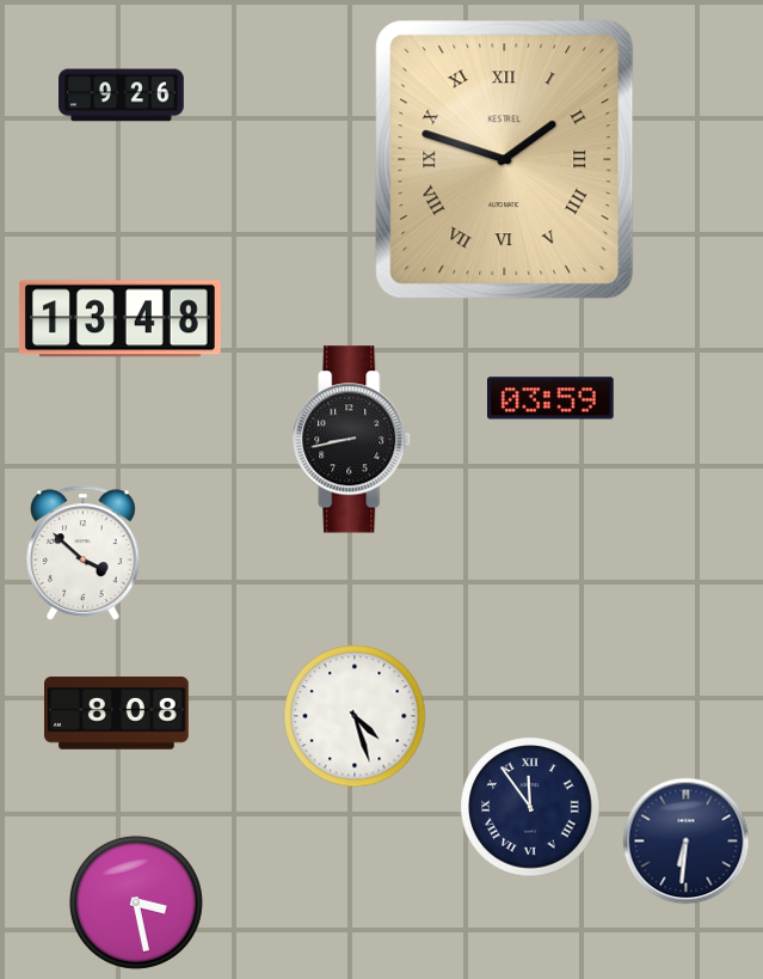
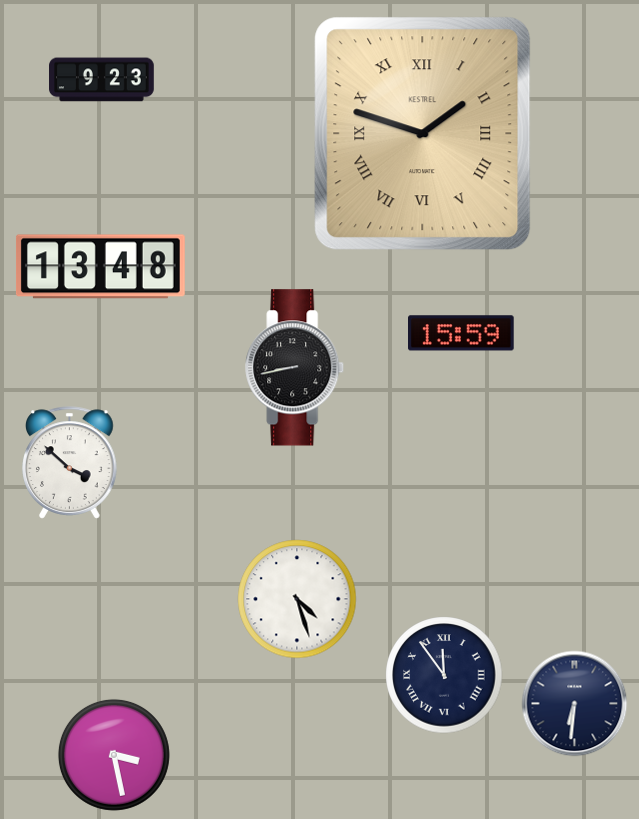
clock at (122, 96): 9:26 -> 9:23
clock at (550, 398): 03:59 -> 15:59
clock at (117, 714): 8:08 -> none
